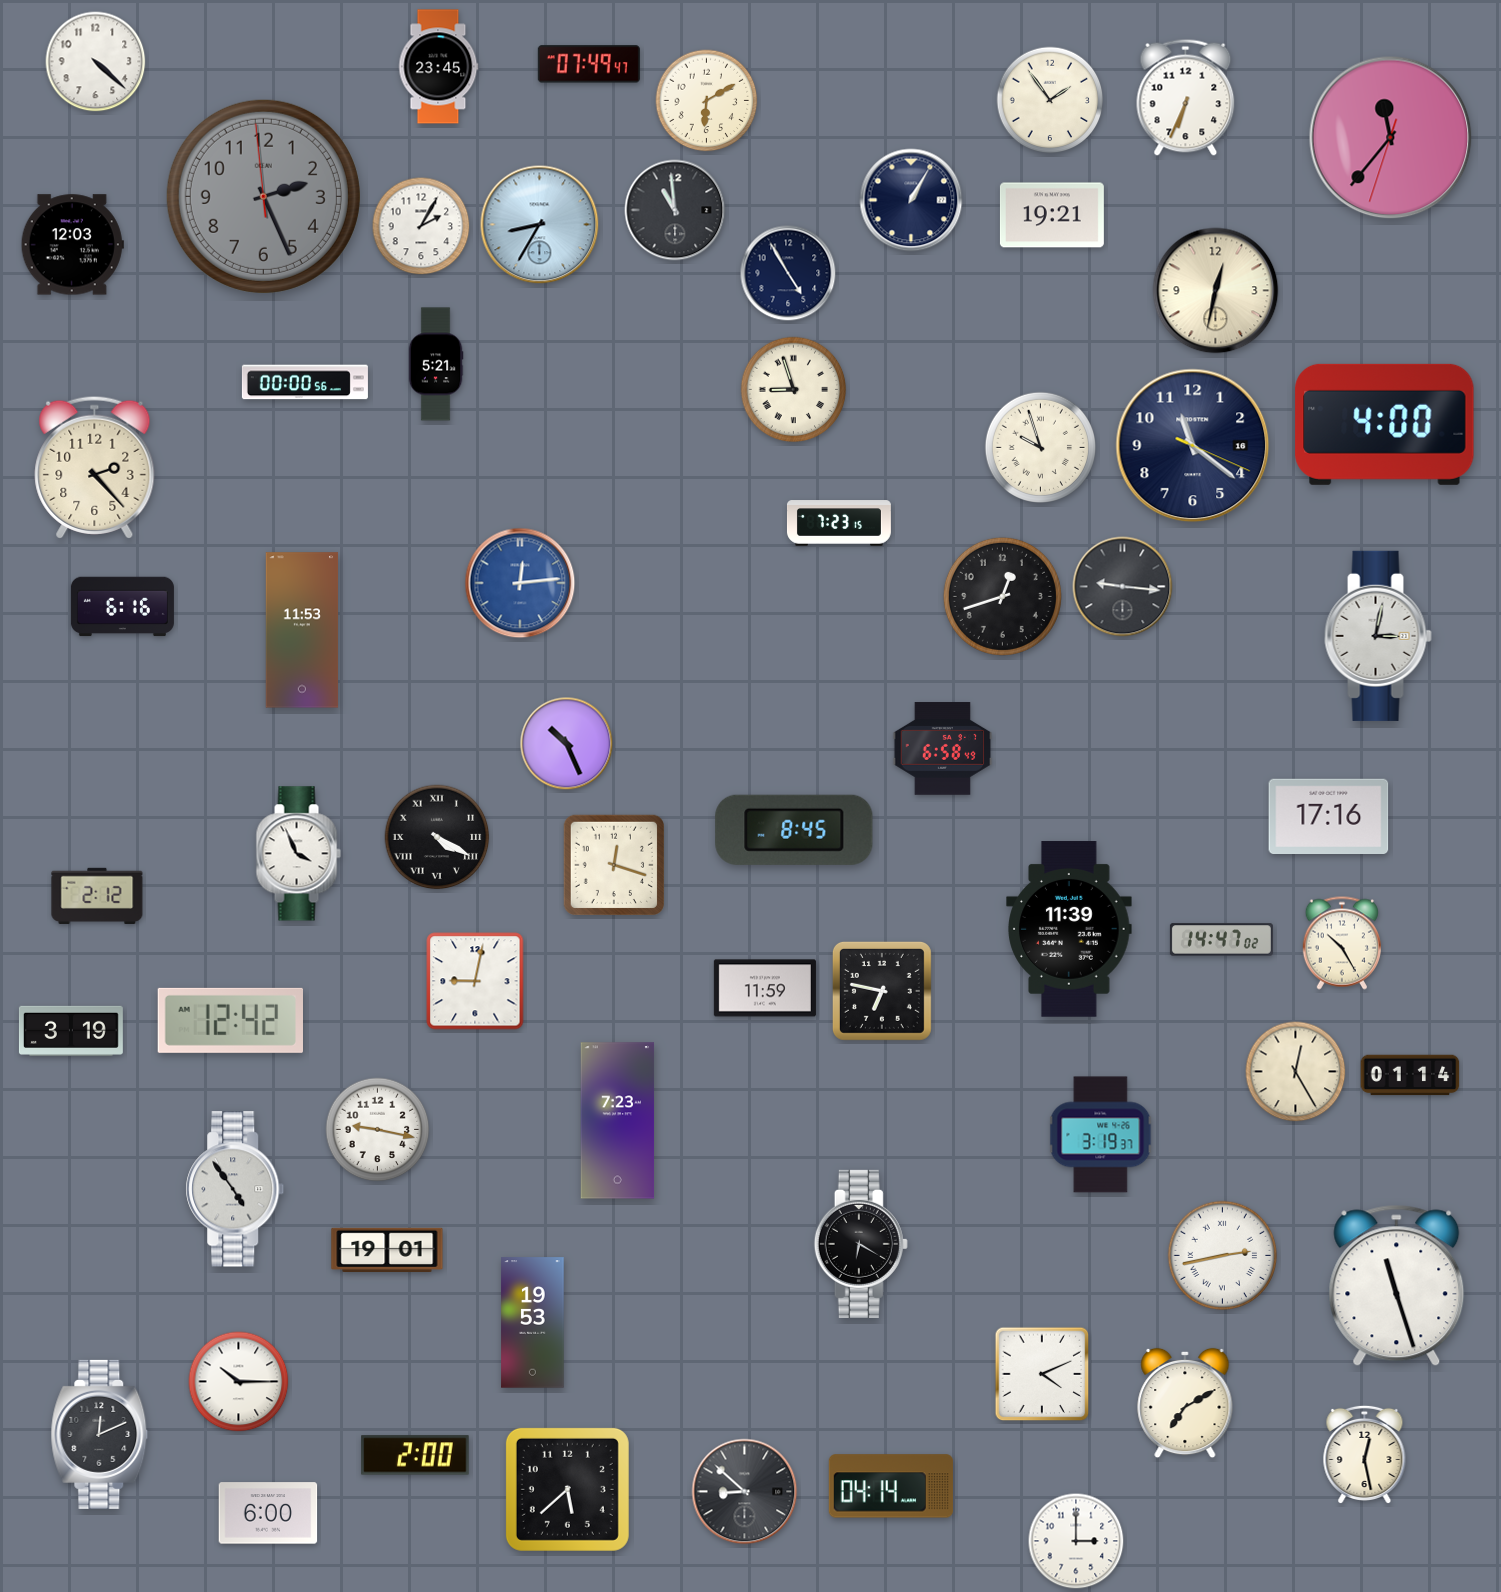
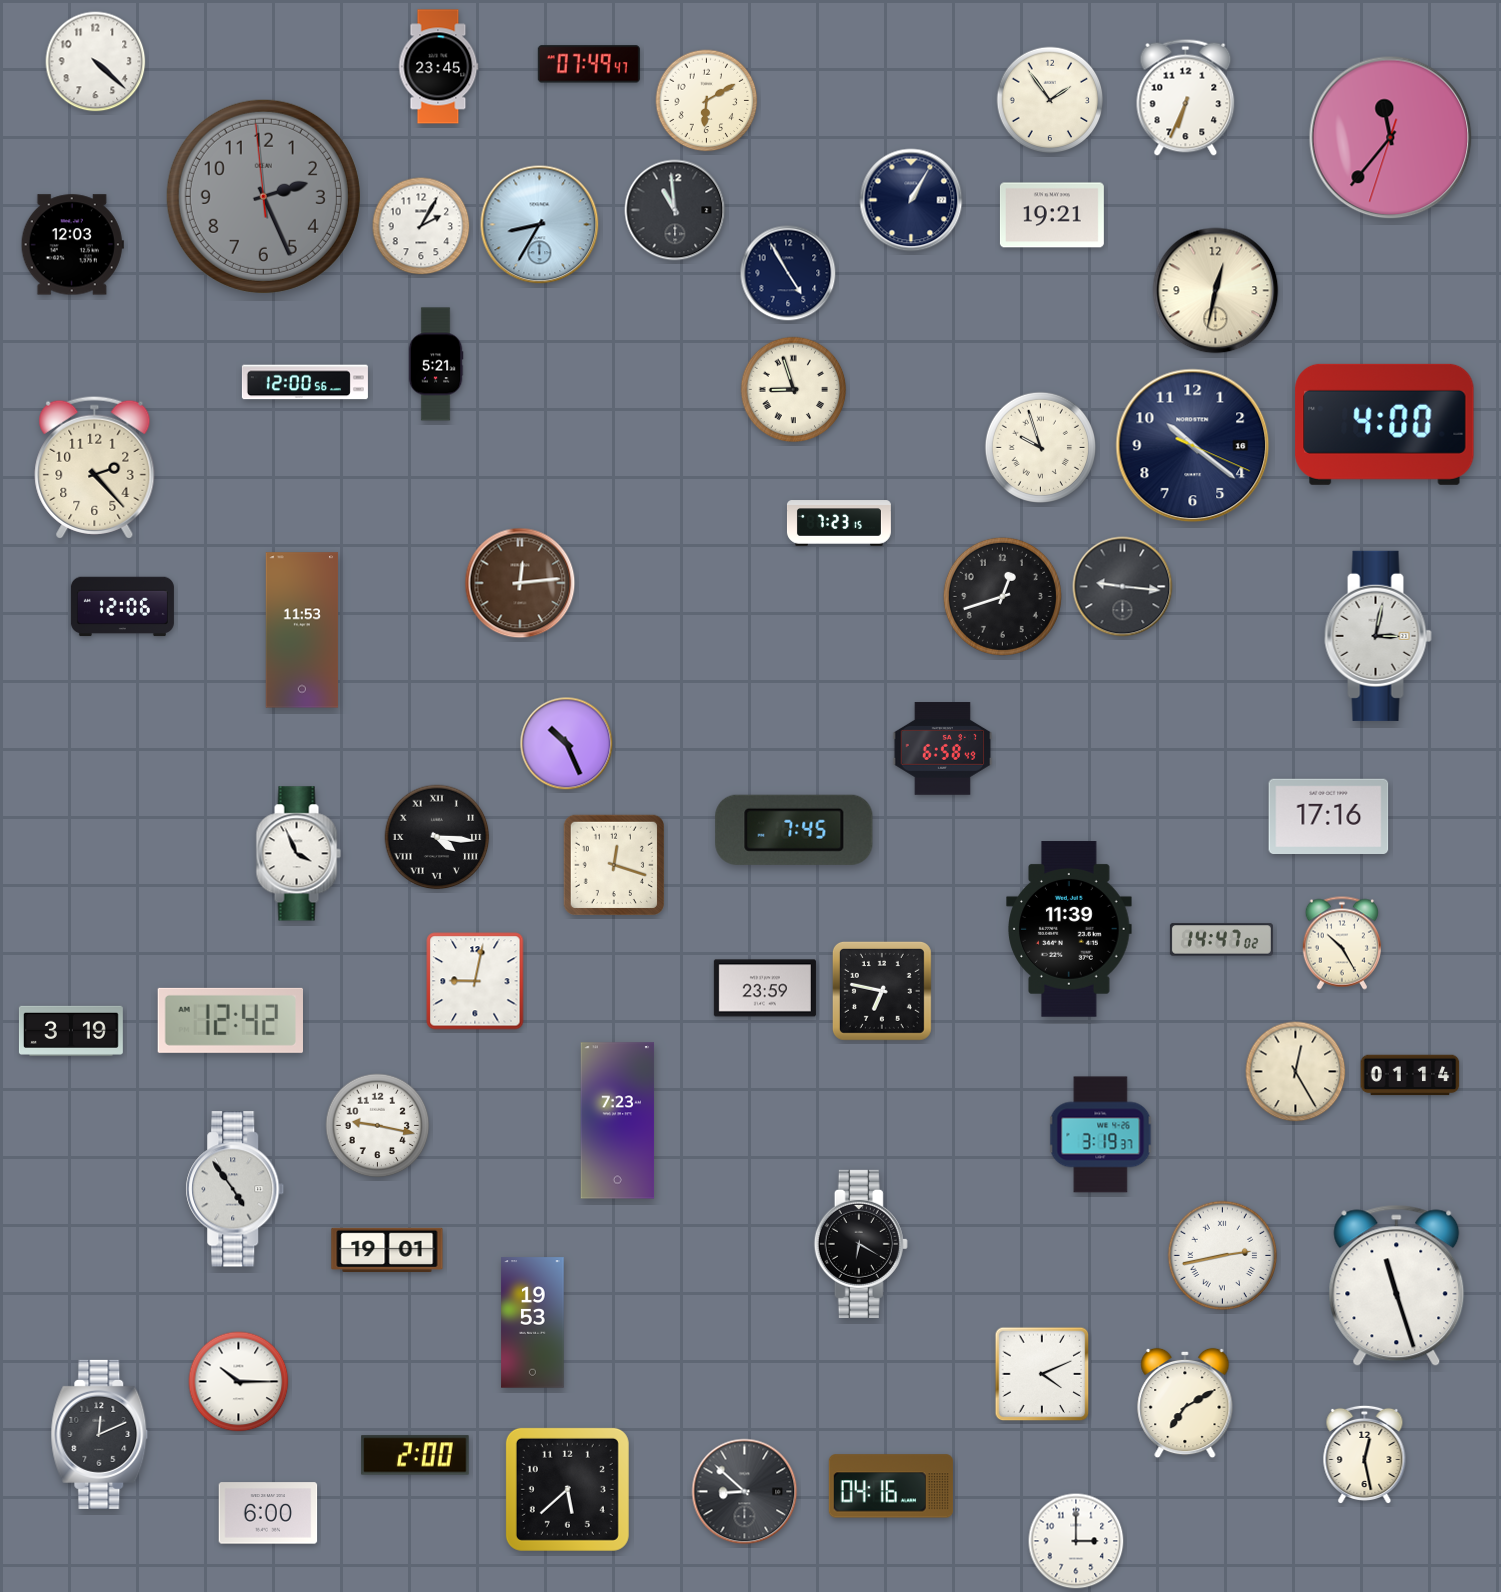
clock at (305, 382): 00:00 -> 12:00
clock at (1193, 446): 11:21 -> 10:21
clock at (520, 583) dial: blue -> brown
clock at (122, 607): 6:16 -> 12:06
clock at (794, 830): 8:45 -> 7:45
clock at (437, 837): 4:20 -> 4:16
clock at (97, 896): 2:12 -> none
clock at (765, 988): 11:59 -> 23:59
clock at (378, 1130) position: (378, 1130) -> (378, 1126)
clock at (891, 1486): 04:14 -> 04:16
